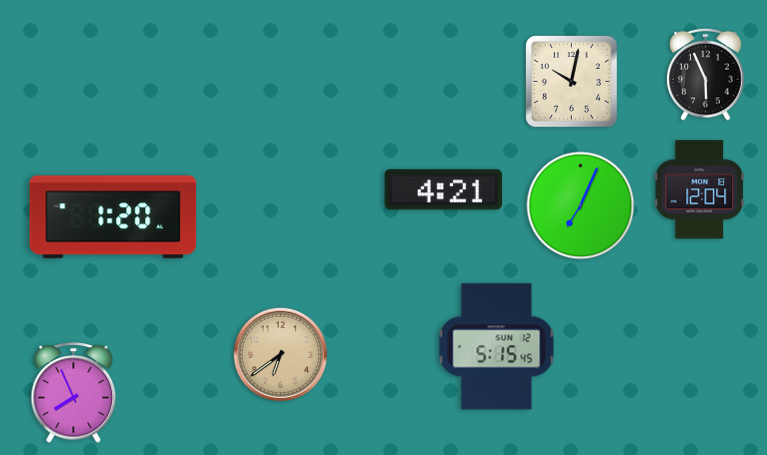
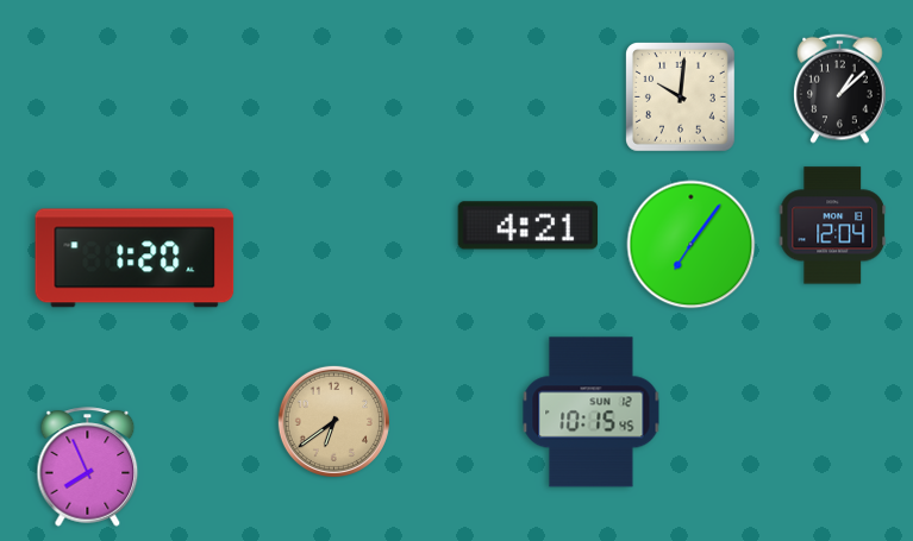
clock at (706, 74): 5:56 -> 1:08
clock at (572, 82): 10:02 -> 10:01
clock at (581, 206): 7:04 -> 7:06
clock at (497, 347): 5:15 -> 10:15
